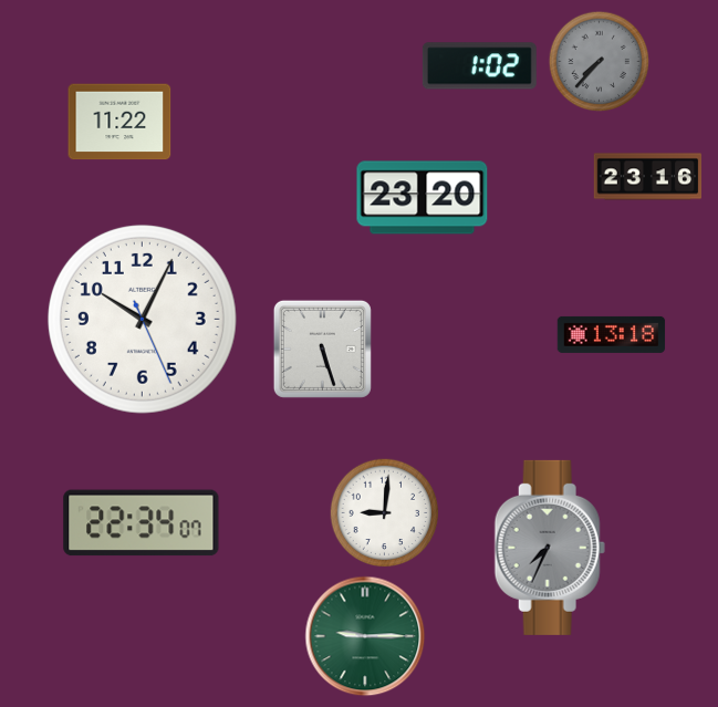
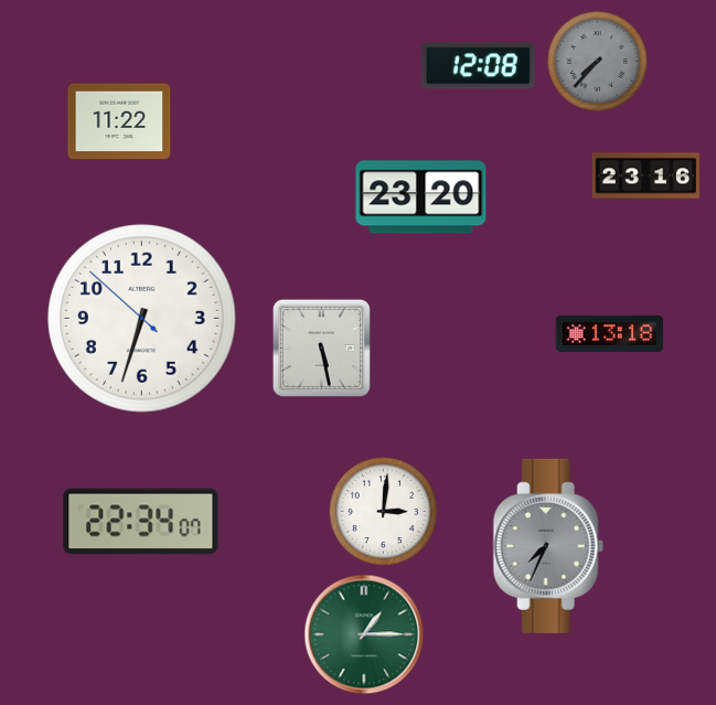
clock at (479, 66): 1:02 -> 12:08
clock at (142, 319): 10:04 -> 6:32
clock at (322, 349): 5:27 -> 5:28
clock at (385, 513): 9:01 -> 3:01
clock at (365, 636): 9:15 -> 1:15
